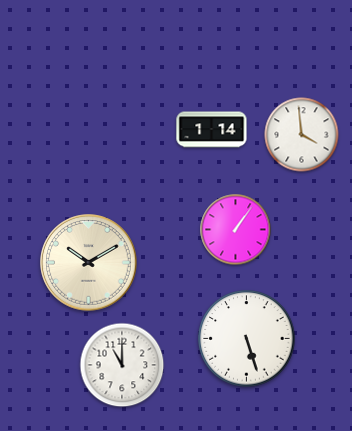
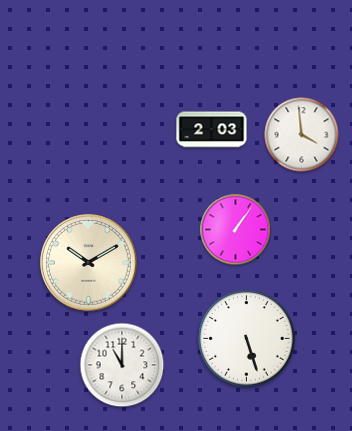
clock at (212, 130): 1:14 -> 2:03
